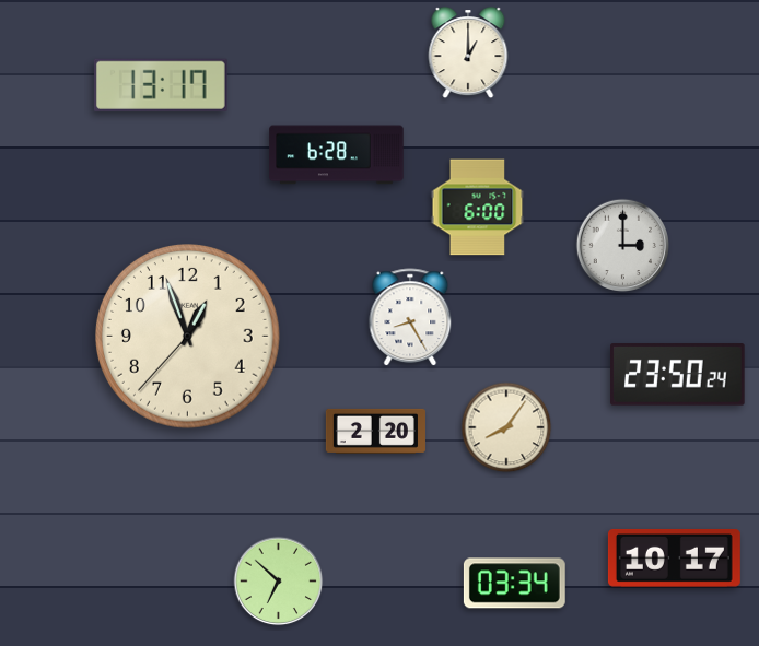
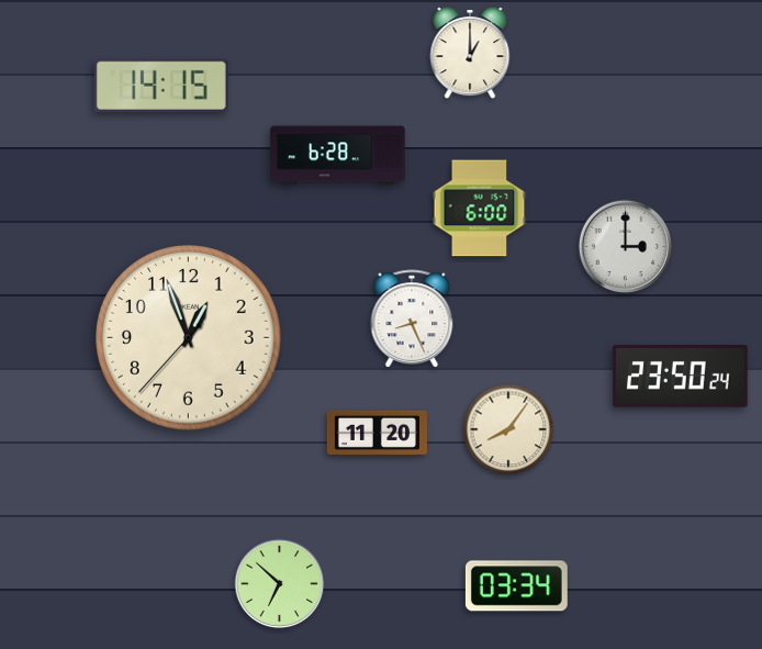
clock at (161, 85): 13:17 -> 14:15
clock at (410, 318): 8:25 -> 8:26
clock at (375, 431): 2:20 -> 11:20
clock at (674, 557): 10:17 -> none
